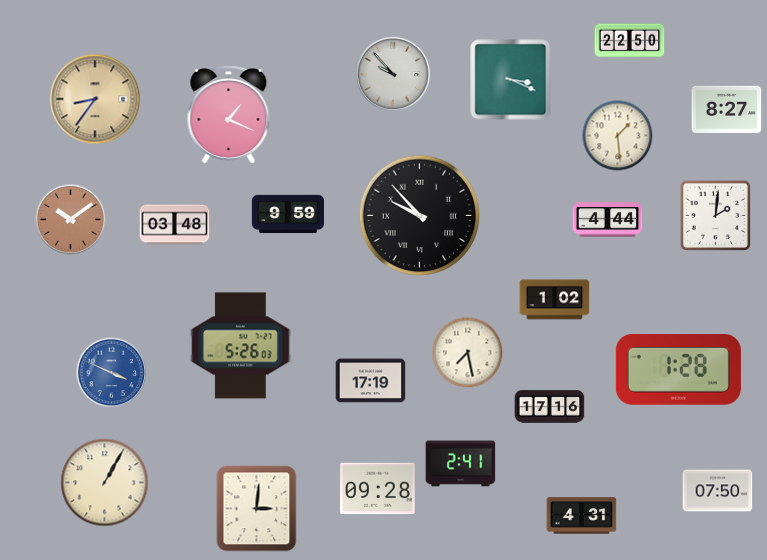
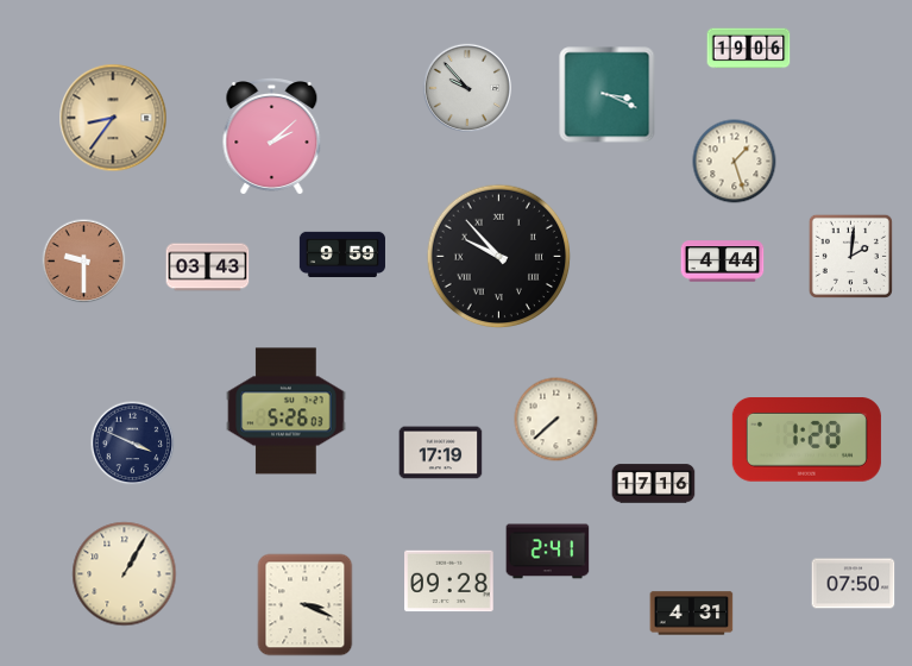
clock at (630, 41): 22:50 -> 19:06
clock at (727, 109): 8:27 -> none
clock at (229, 115): 1:19 -> 2:08
clock at (618, 136): 1:29 -> 1:27
clock at (71, 220): 10:09 -> 9:30
clock at (175, 225): 03:48 -> 03:43
clock at (555, 300): 1:02 -> none
clock at (468, 353): 7:28 -> 7:38
clock at (112, 373) dial: blue -> navy
clock at (257, 509): 3:01 -> 3:19
